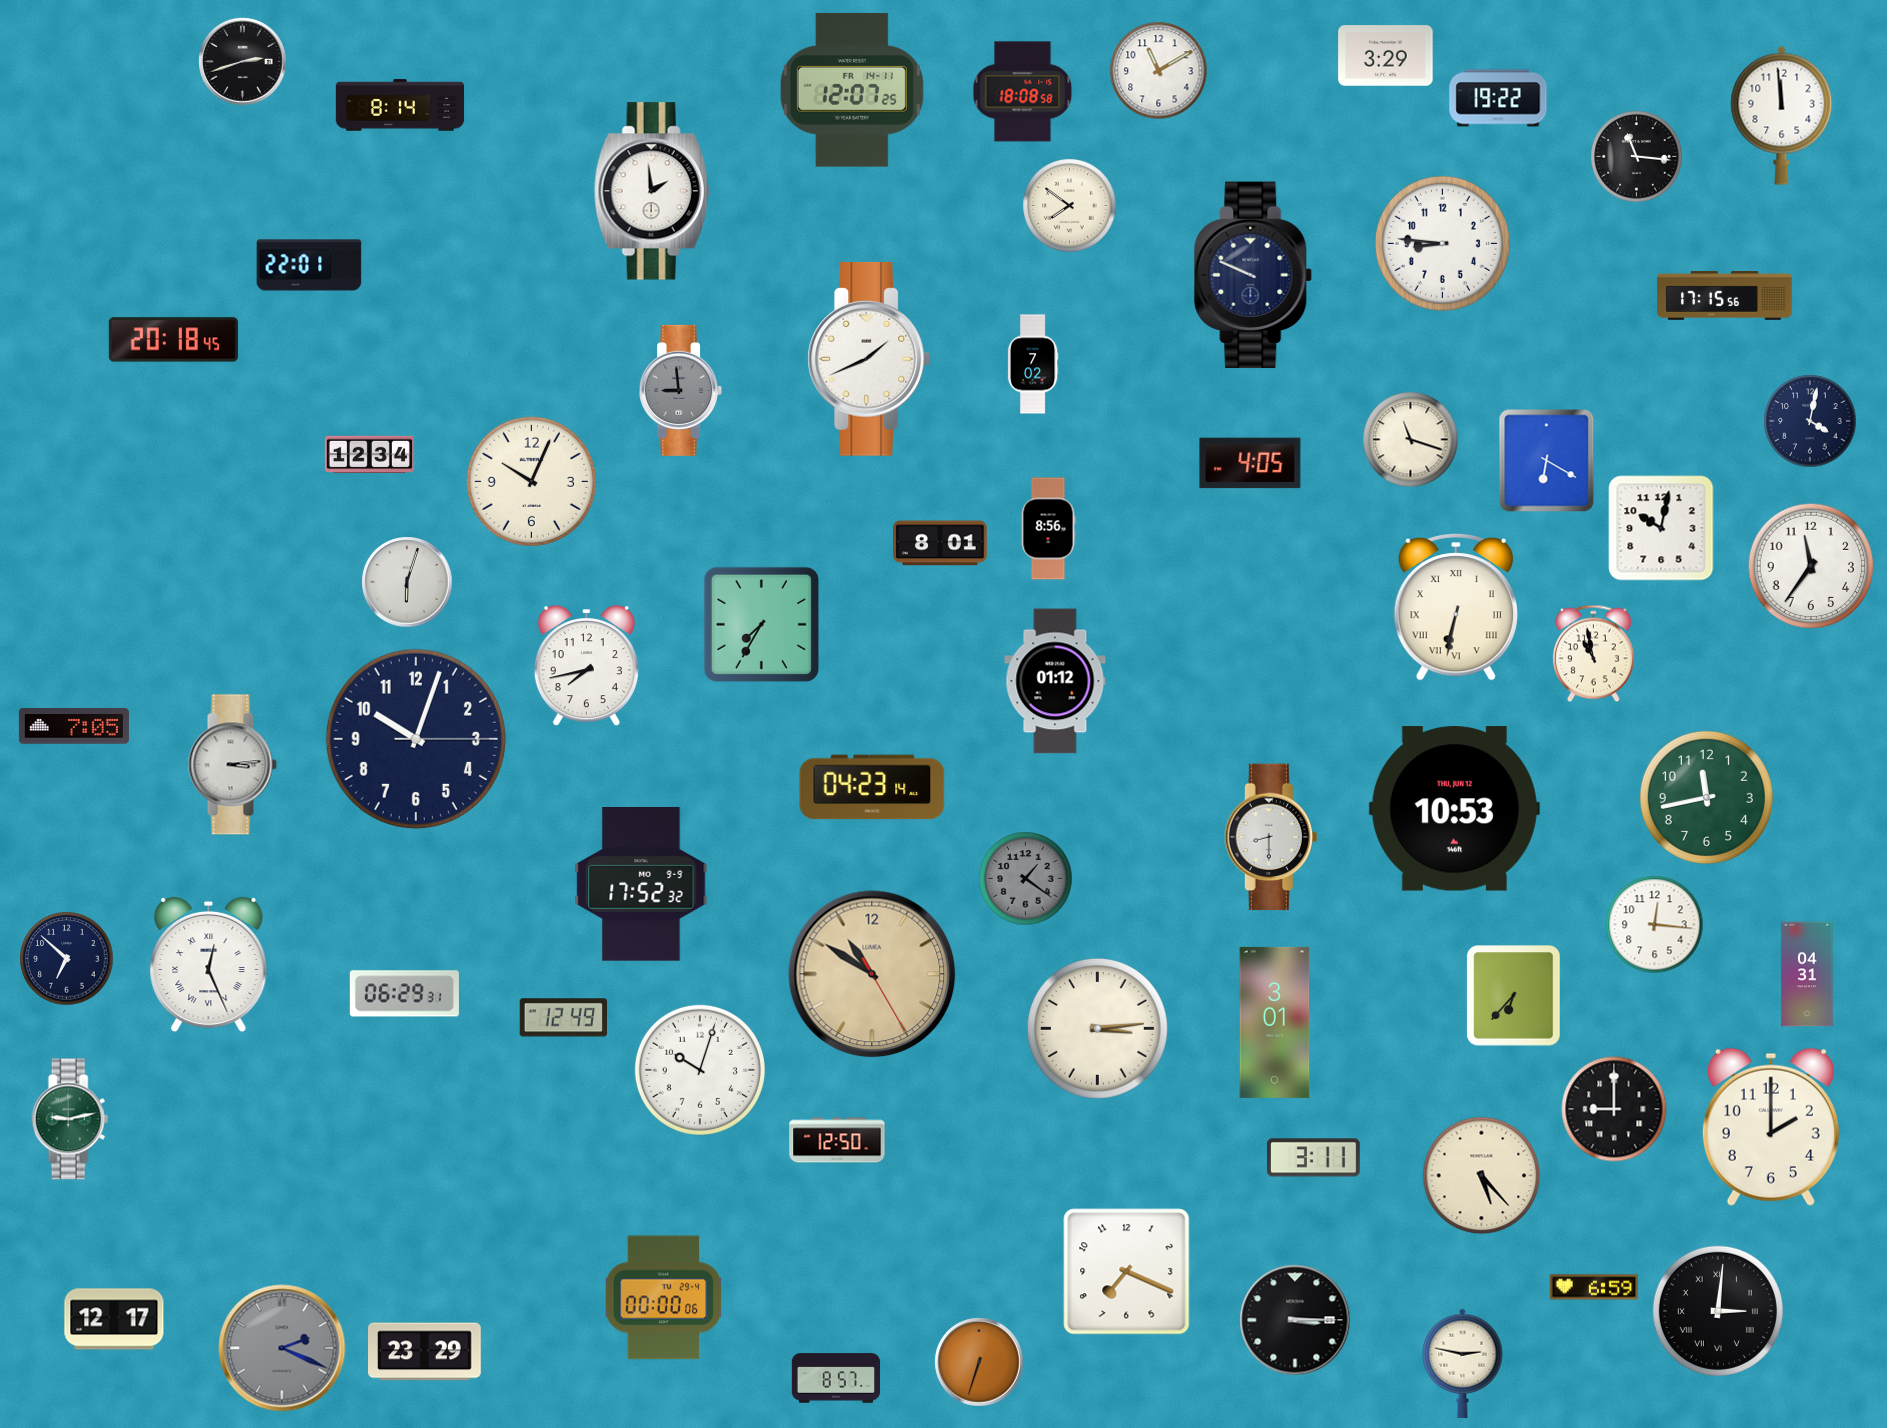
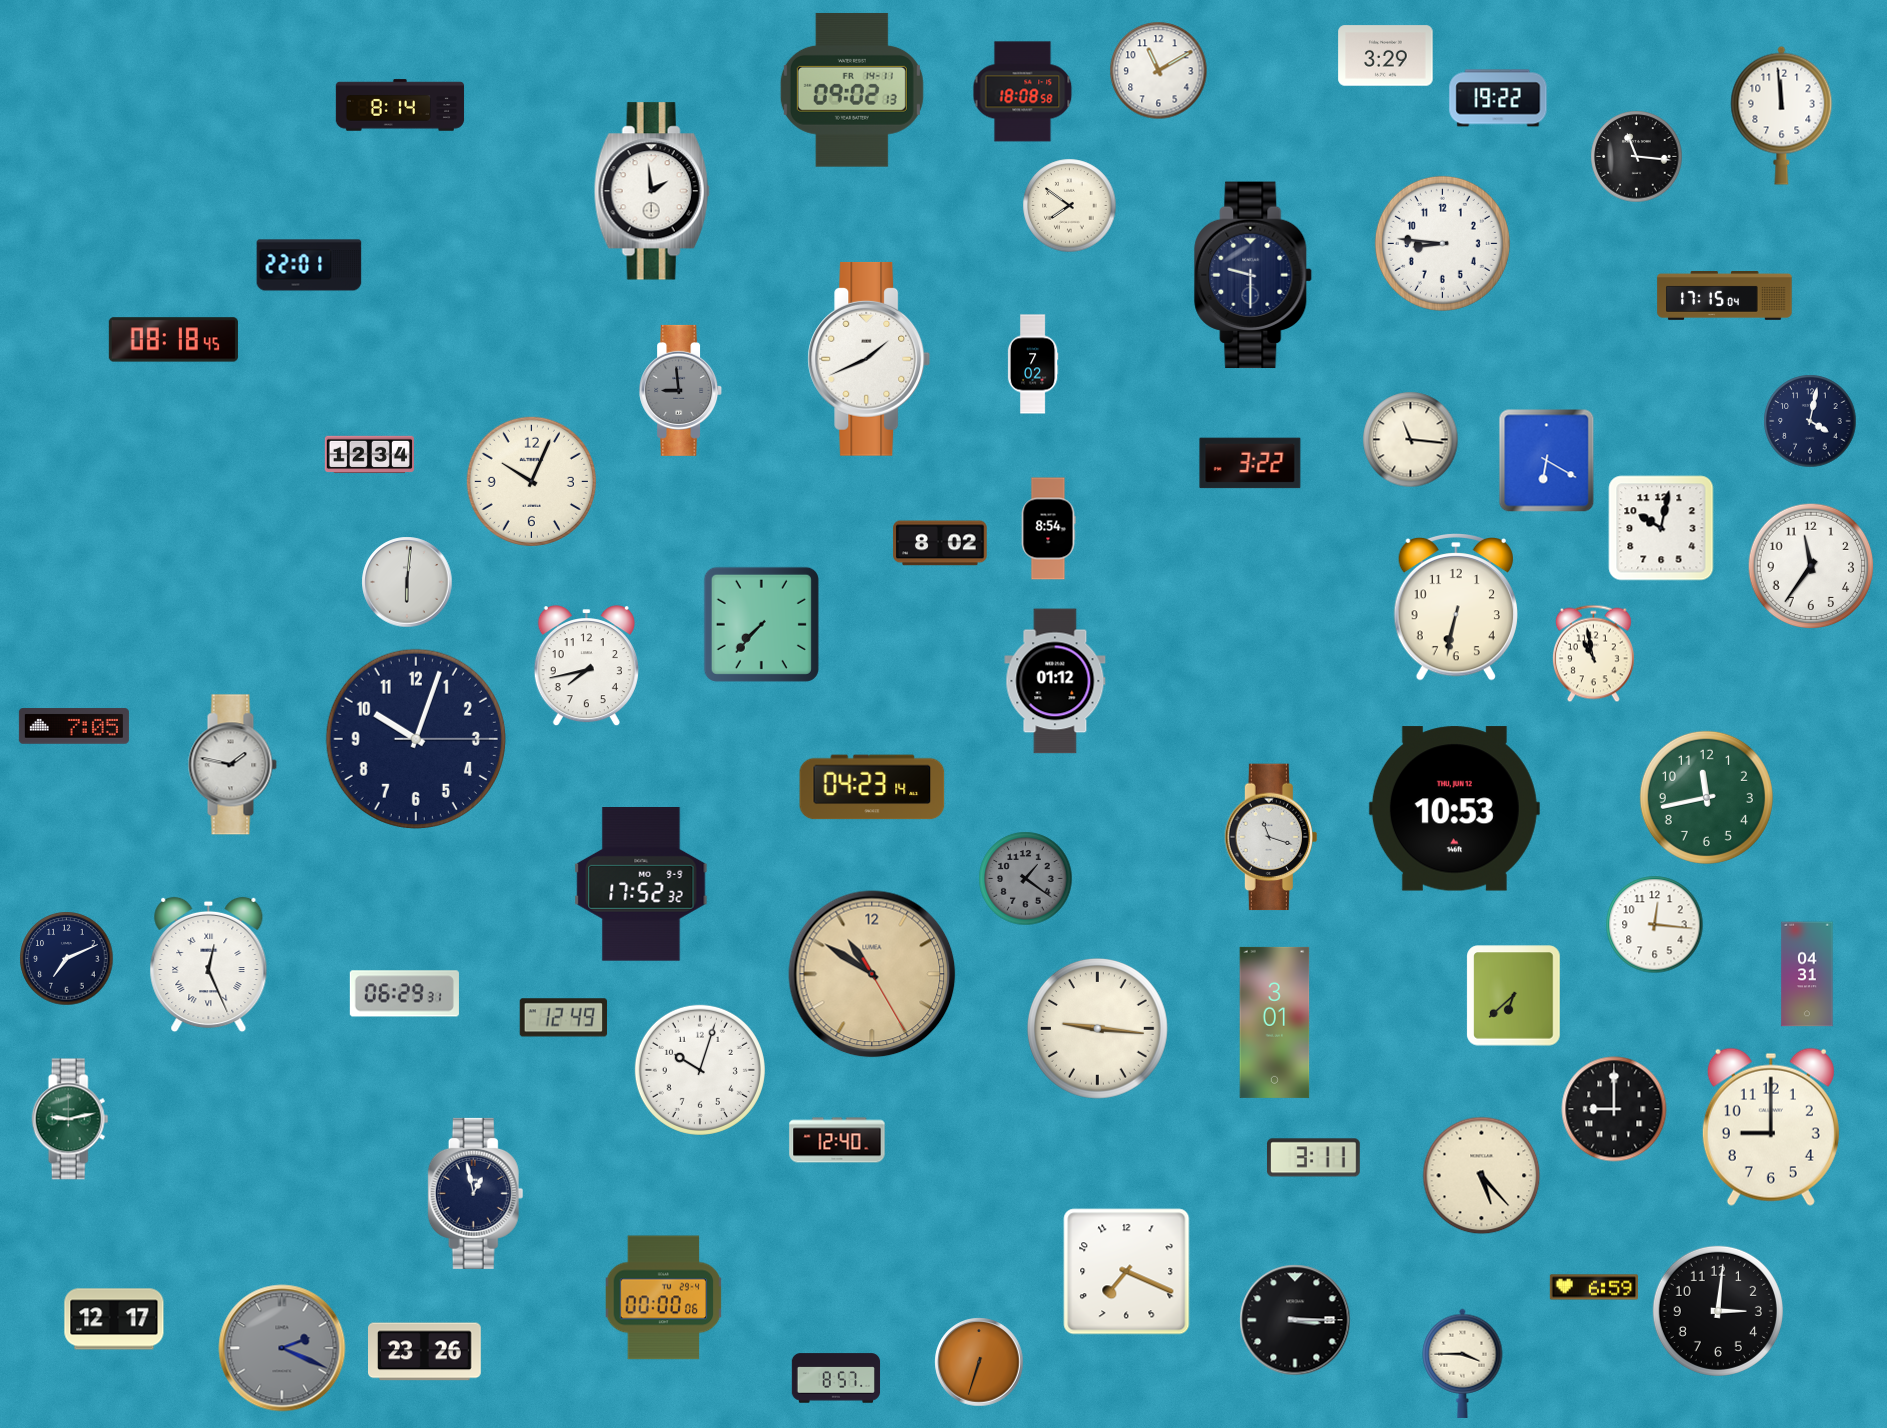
clock at (243, 62): 2:42 -> none
clock at (852, 90): 12:07 -> 09:02
clock at (1254, 275): 9:49 -> 9:30
clock at (1725, 296): 17:15:56 -> 17:15:04
clock at (173, 340): 20:18 -> 08:18
clock at (1411, 440): 11:18 -> 11:16
clock at (1250, 463): 4:05 -> 3:22
clock at (1048, 529): 8:56 -> 8:54
clock at (940, 543): 8:01 -> 8:02
clock at (407, 582): 6:03 -> 6:01
clock at (1456, 608) numerals: Roman -> Arabic
clock at (761, 624): 7:35 -> 7:37
clock at (232, 765): 3:14 -> 1:47
clock at (1270, 837): 8:30 -> 11:18
clock at (67, 959): 6:52 -> 7:11
clock at (1514, 996): 6:37 -> 6:38
clock at (1097, 1028): 3:14 -> 9:16
clock at (1771, 1127): 2:00 -> 9:00
clock at (837, 1140): 12:50 -> 12:40
clock at (476, 1193): none -> 12:58
clock at (1718, 1311) numerals: Roman -> Arabic
clock at (425, 1352): 23:29 -> 23:26
clock at (1463, 1363): 2:47 -> 3:45
